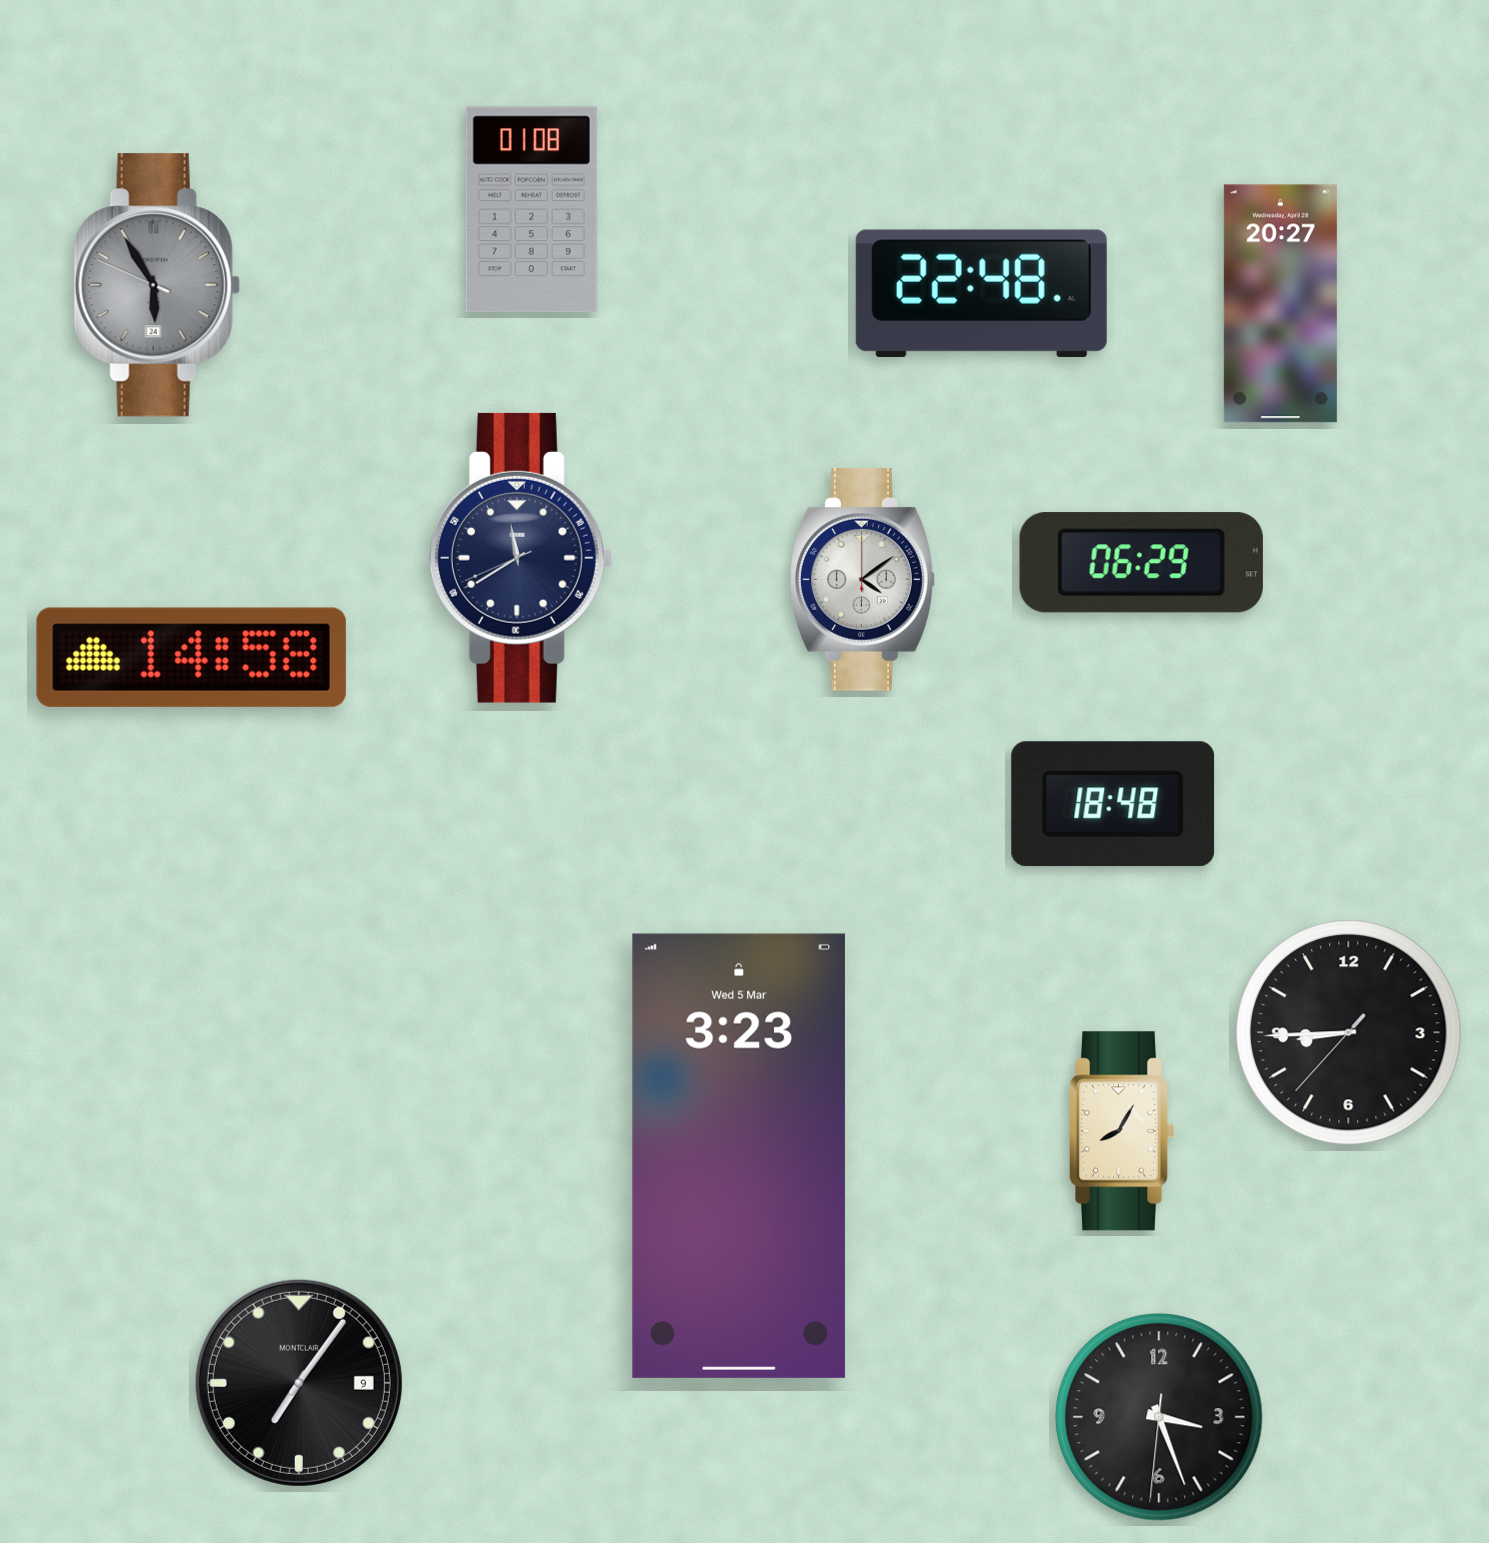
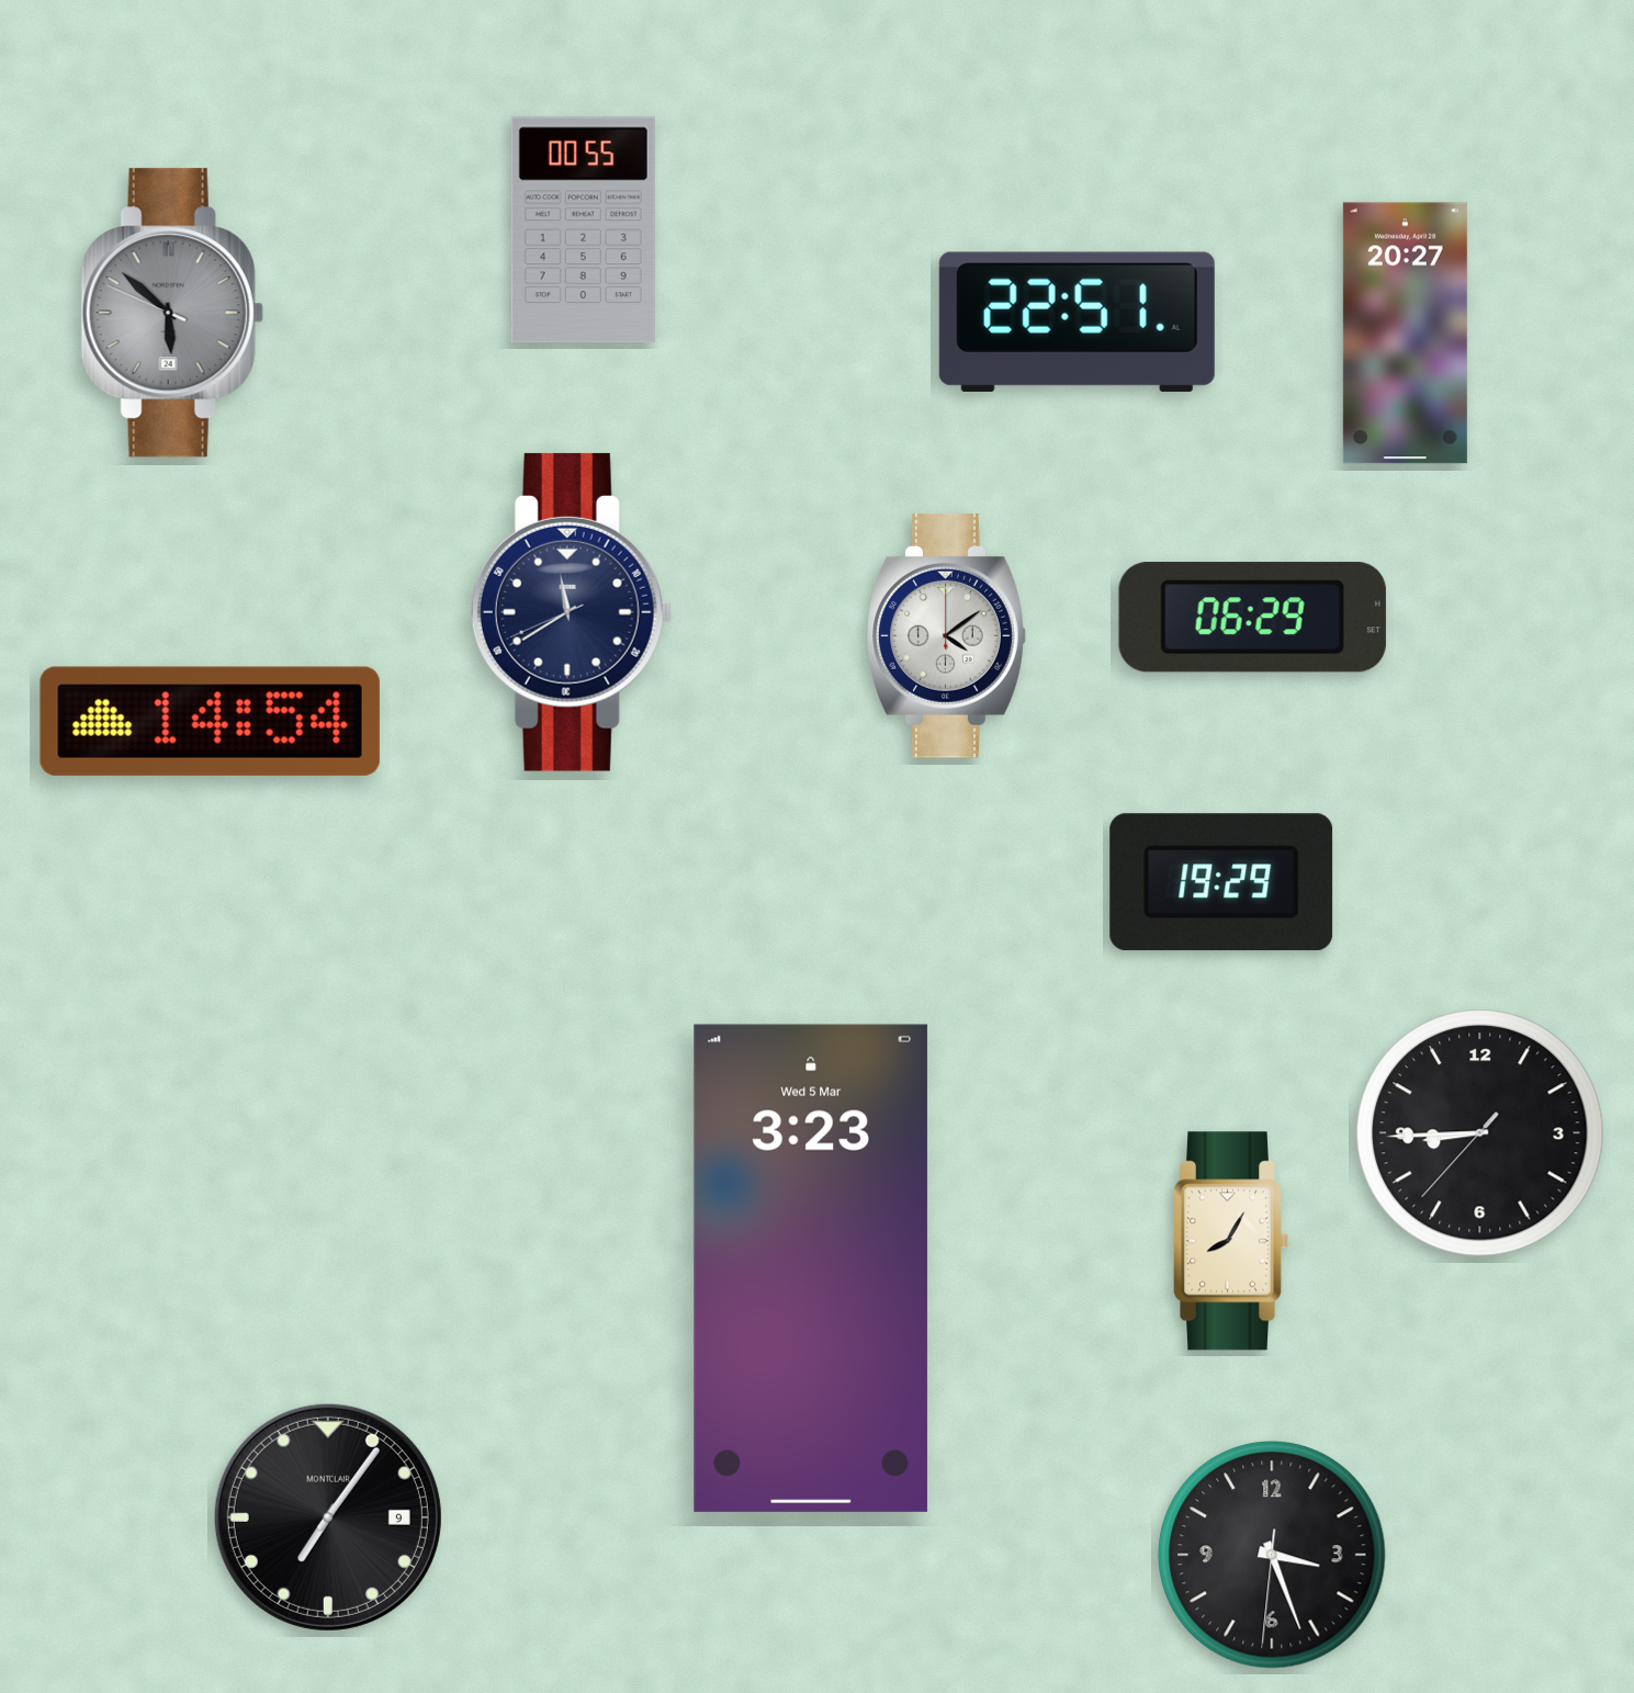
clock at (531, 210): 01:08 -> 00:55
clock at (157, 285): 5:54 -> 5:51
clock at (981, 293): 22:48 -> 22:51
clock at (191, 657): 14:58 -> 14:54
clock at (1113, 804): 18:48 -> 19:29
